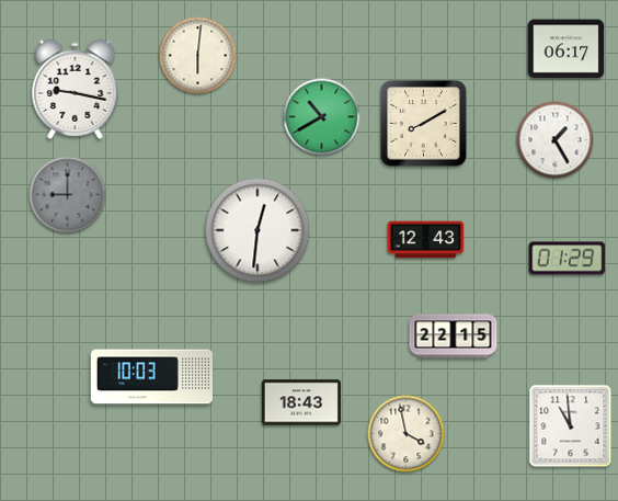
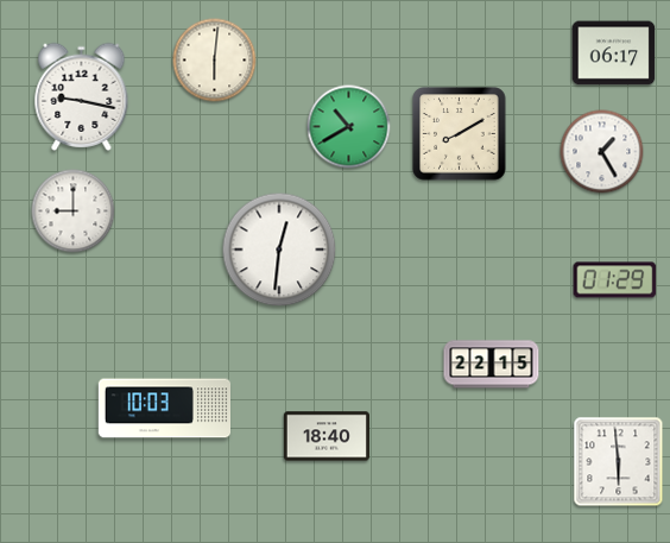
clock at (68, 195) dial: grey -> white
clock at (426, 240): 12:43 -> none
clock at (301, 402): 18:43 -> 18:40
clock at (571, 426): 10:59 -> 5:59
clock at (407, 434): 3:58 -> none
